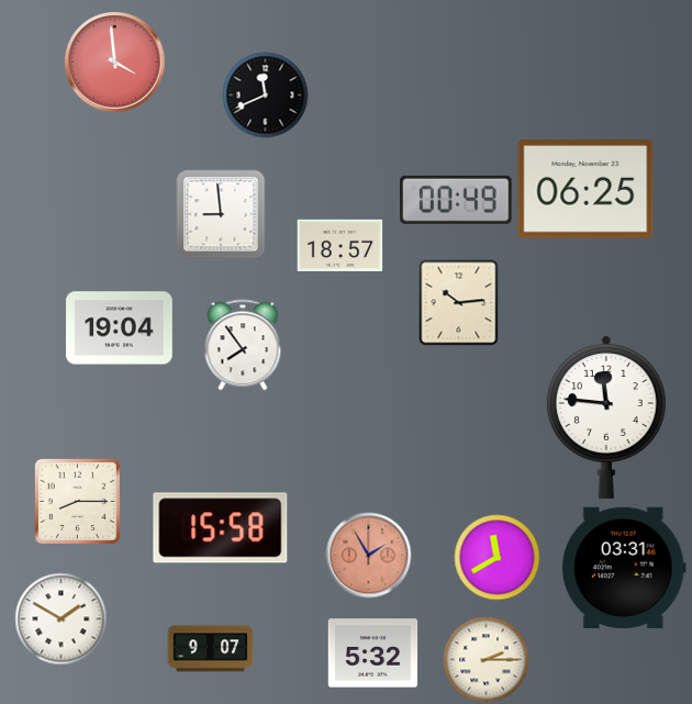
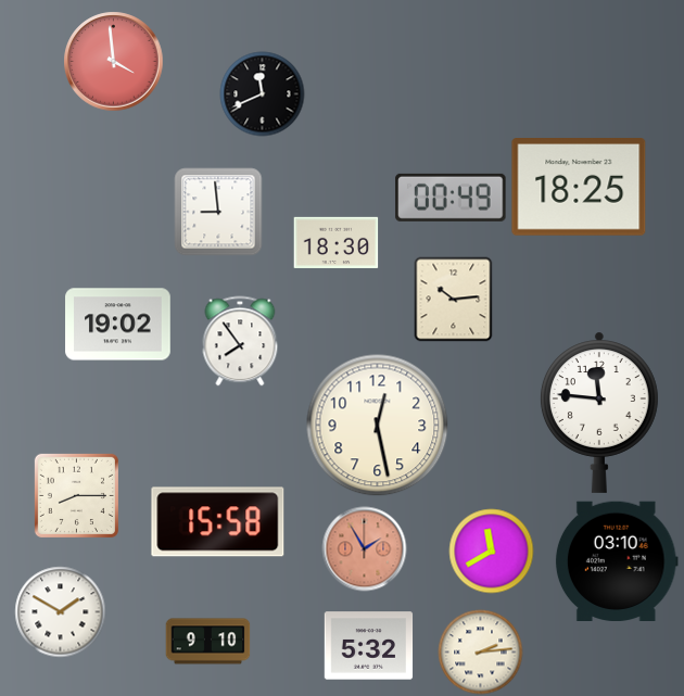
clock at (585, 190): 06:25 -> 18:25
clock at (339, 245): 18:57 -> 18:30
clock at (120, 328): 19:04 -> 19:02
clock at (378, 426): none -> 12:28
clock at (624, 567): 03:31 -> 03:10
clock at (210, 649): 9:07 -> 9:10
clock at (485, 659): 2:15 -> 2:14
